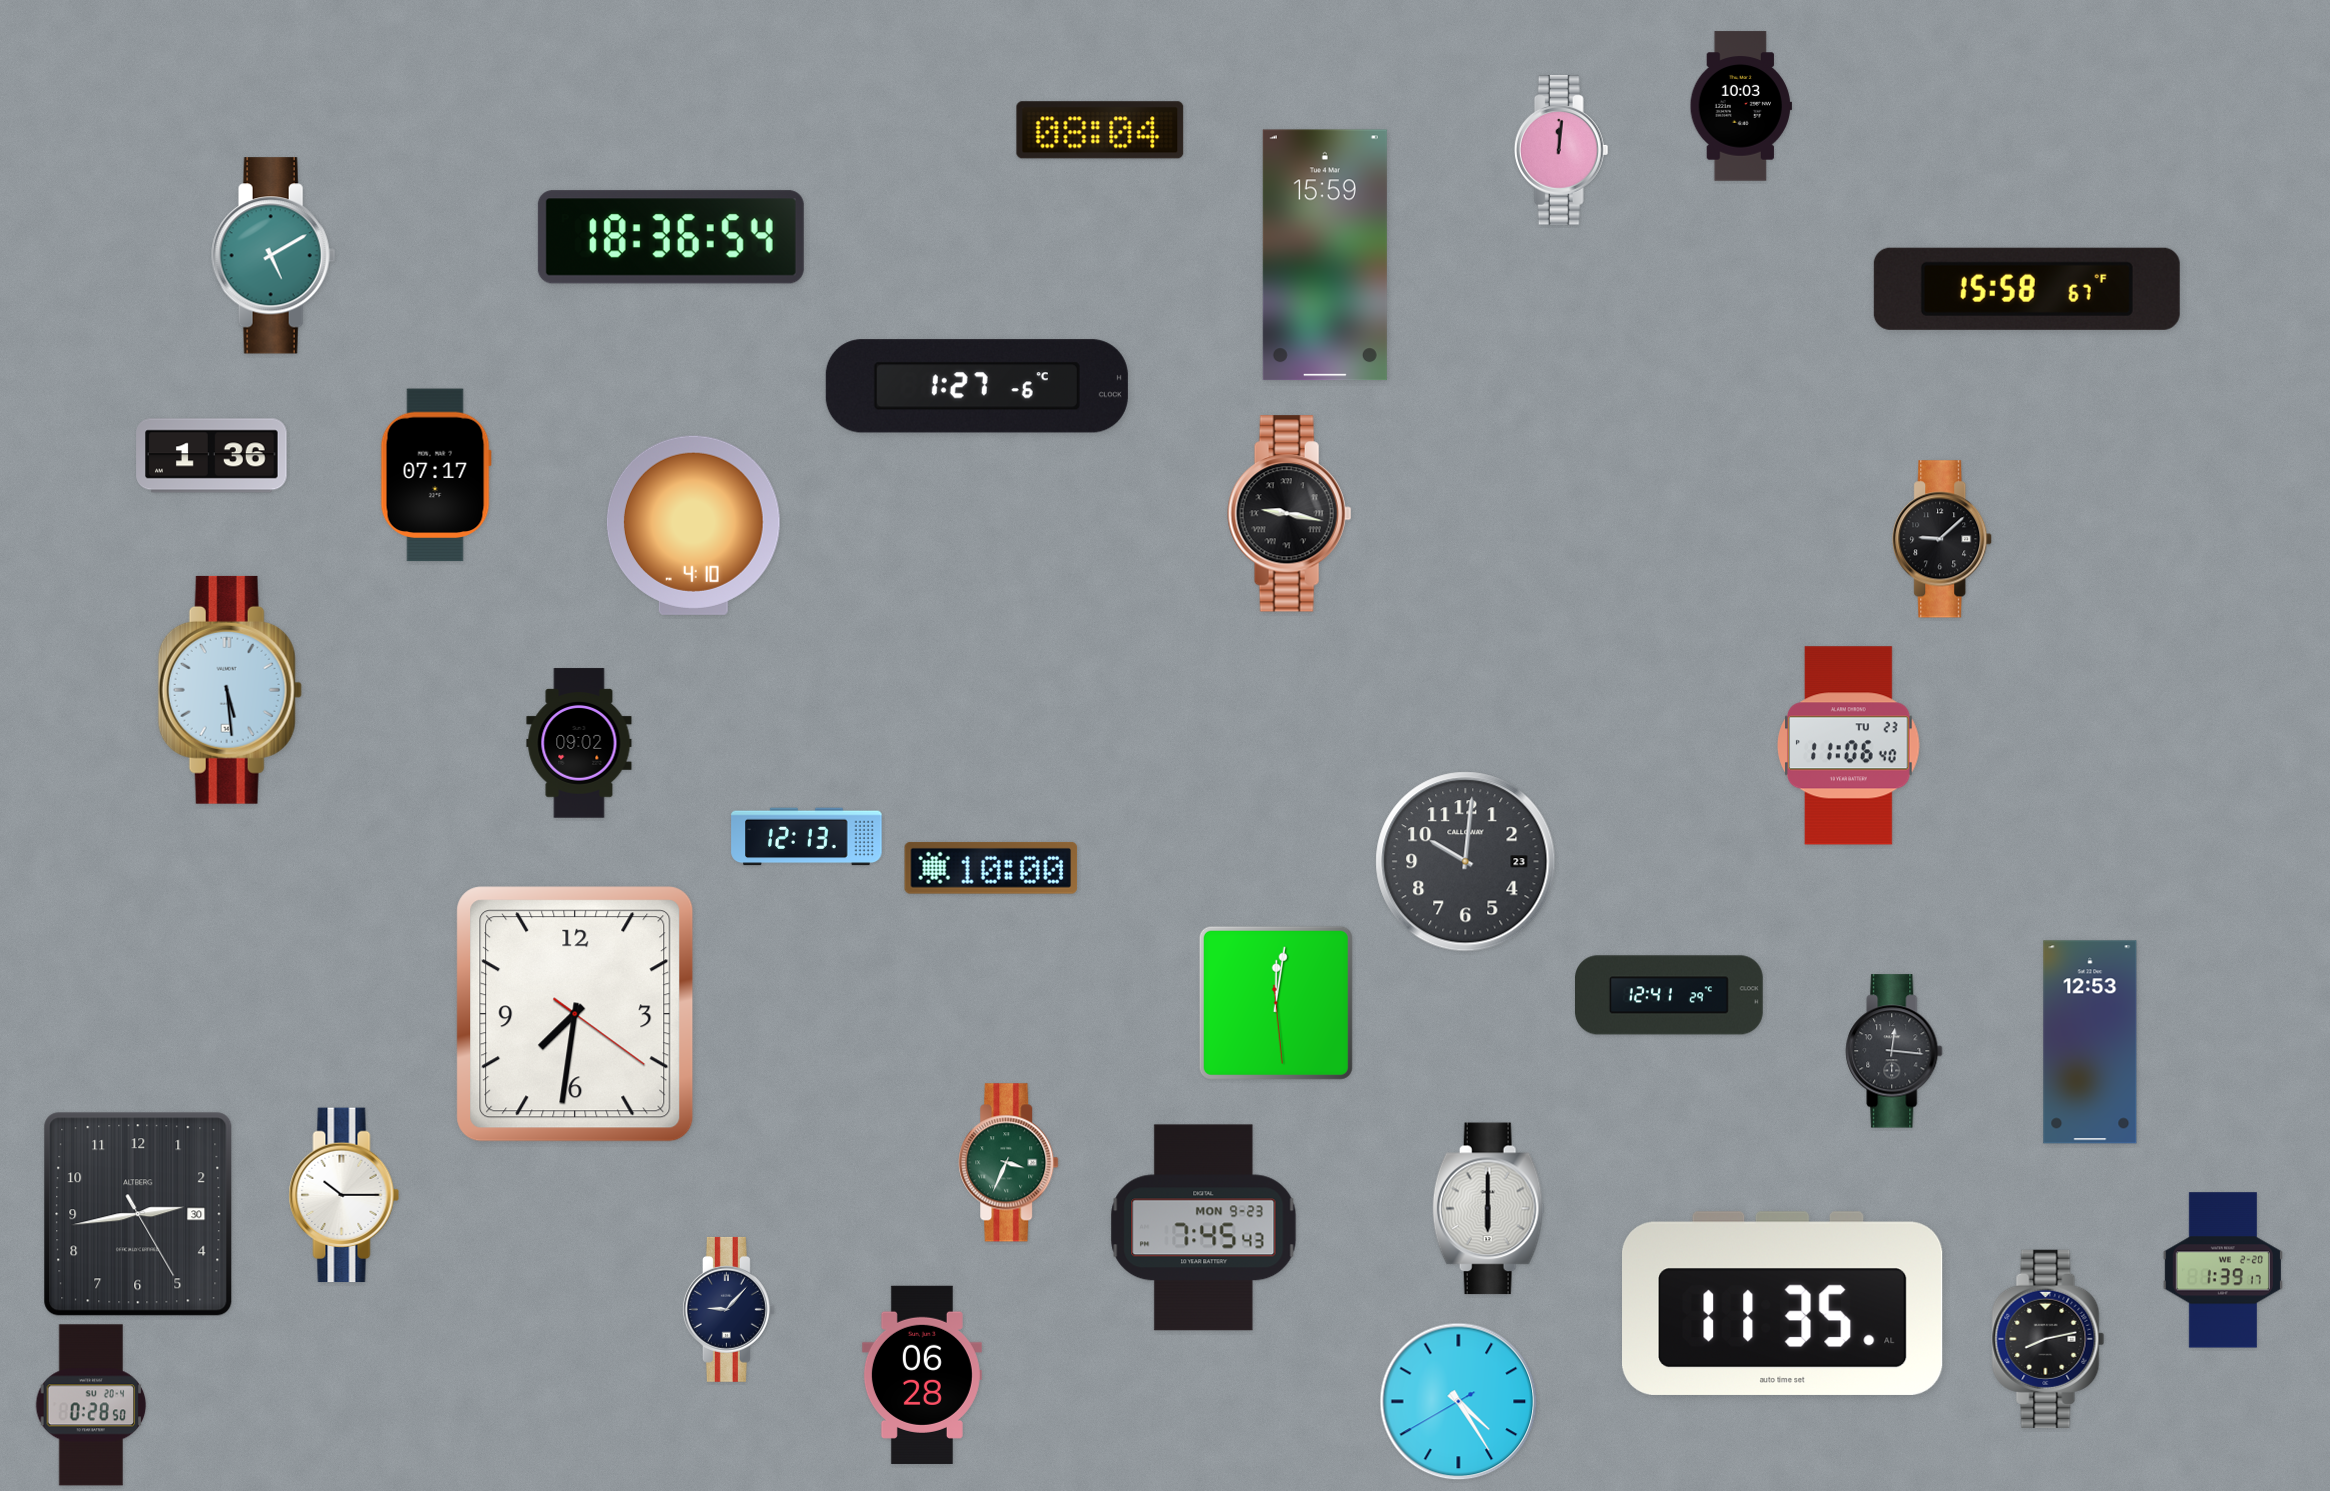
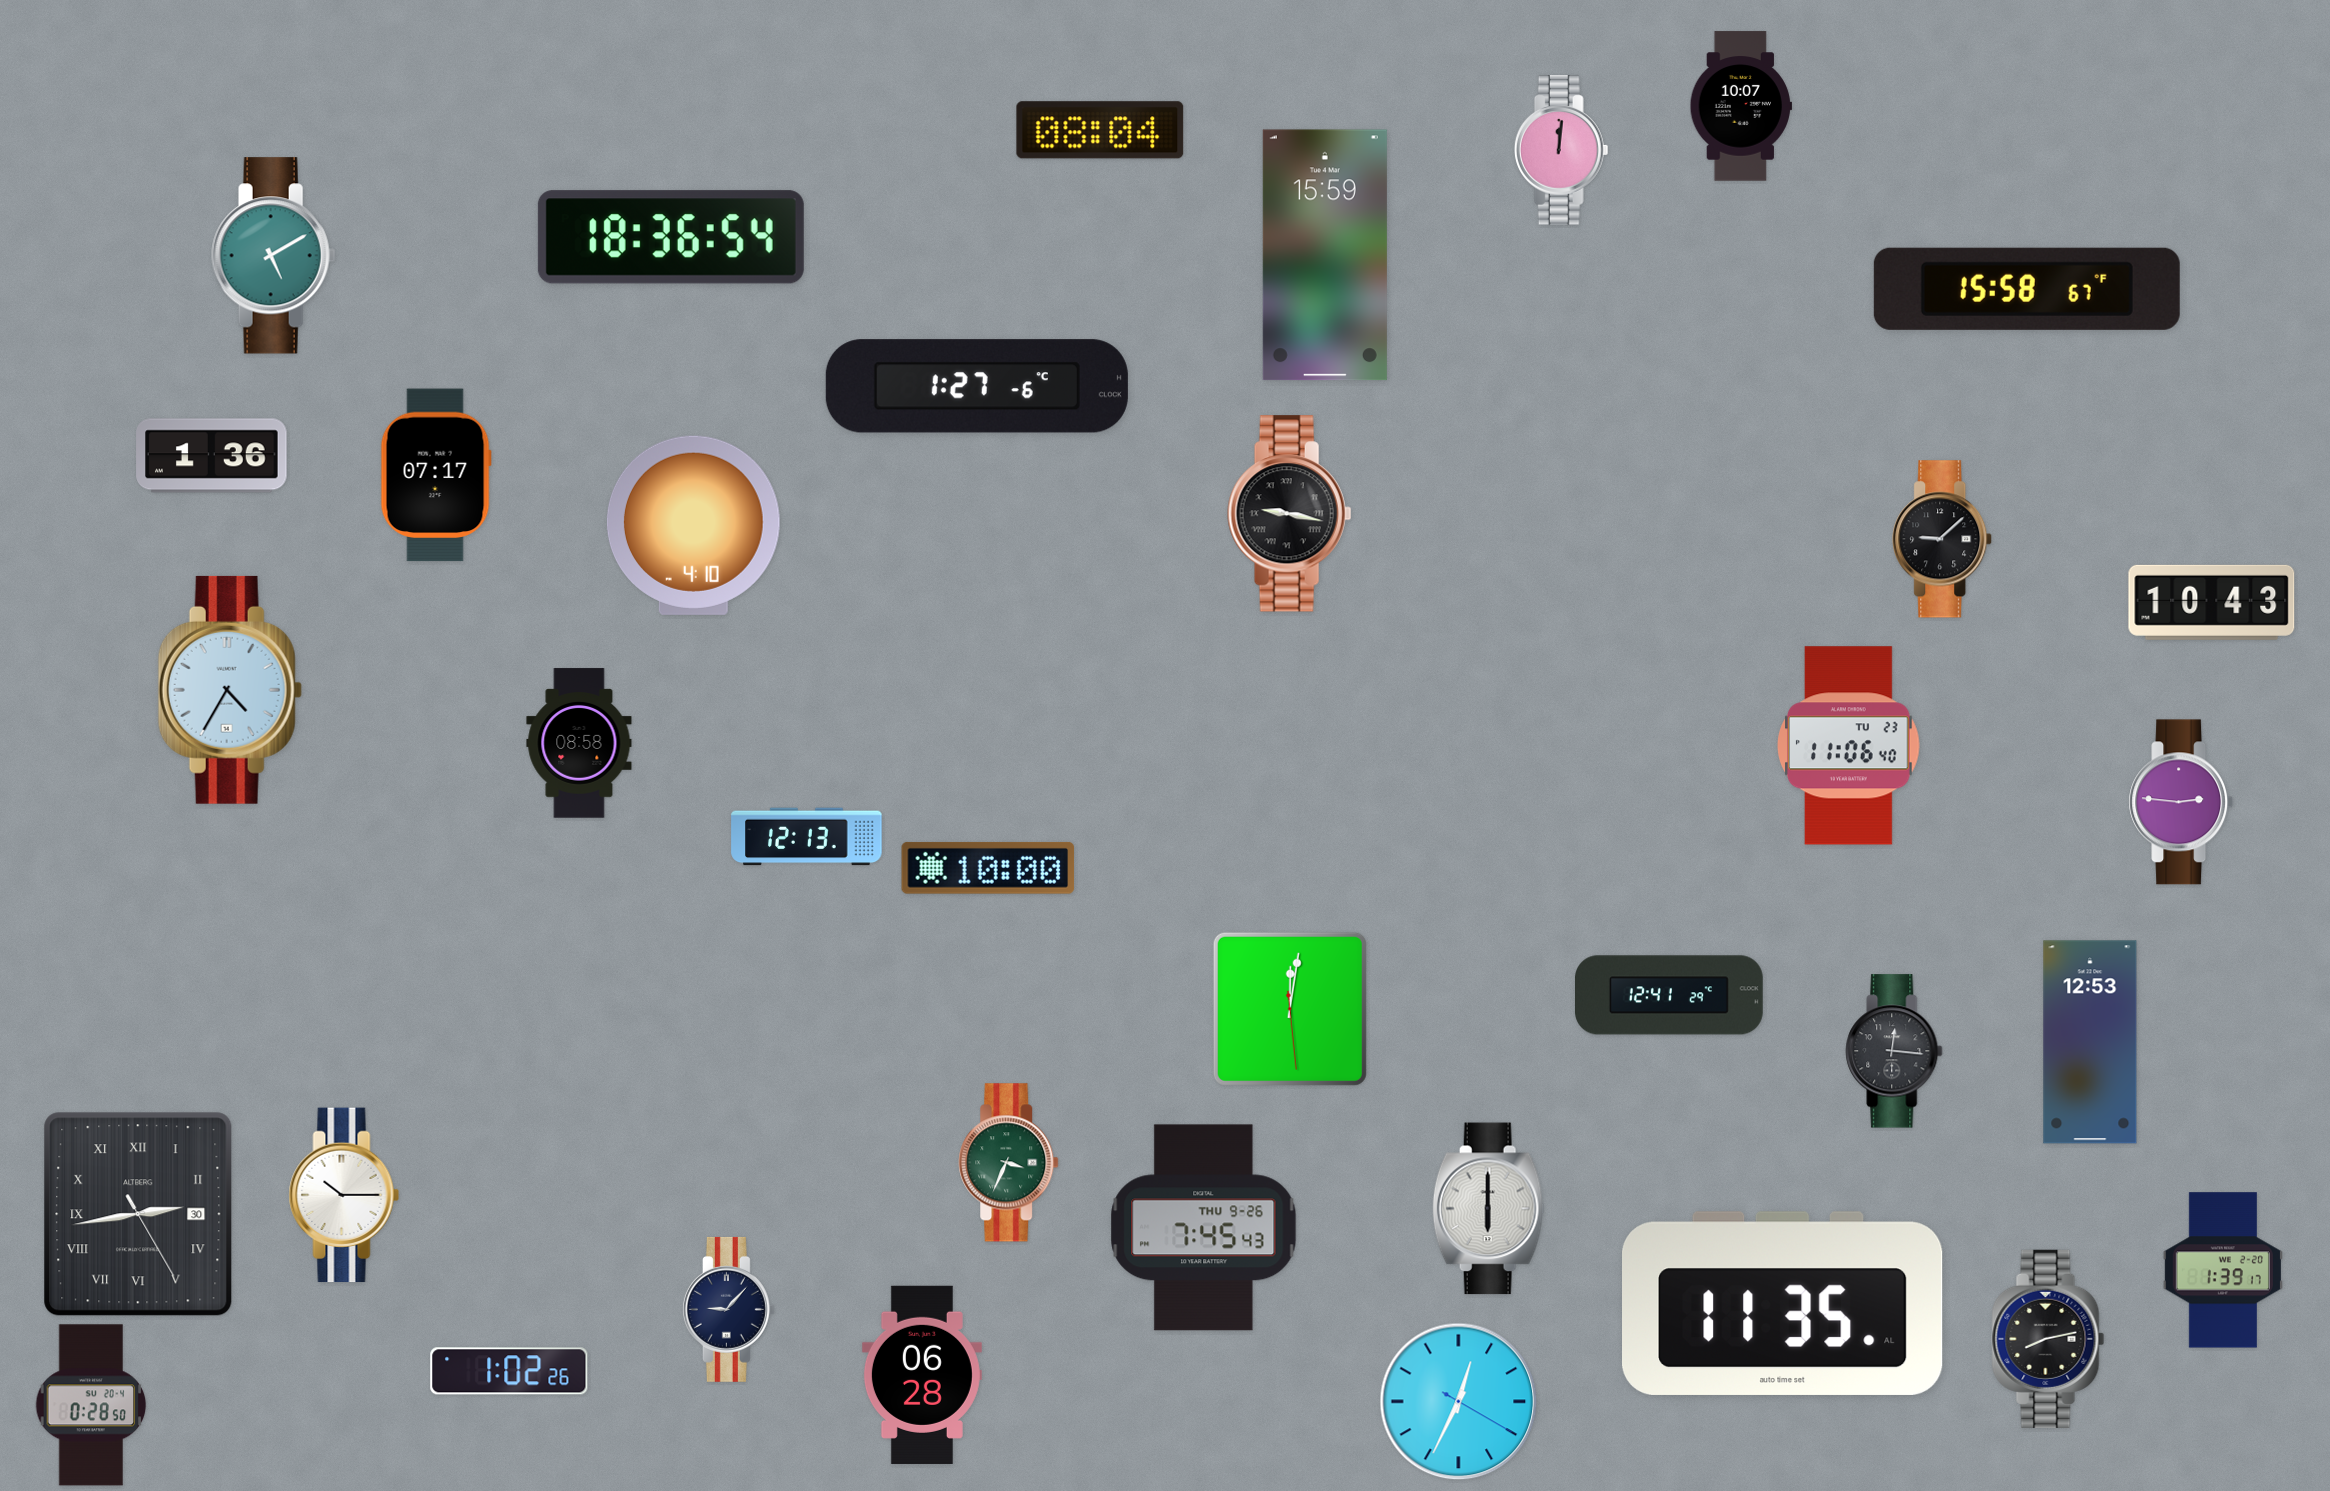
clock at (1740, 106): 10:03 -> 10:07
clock at (2212, 602): none -> 10:43
clock at (230, 690): 5:29 -> 4:35
clock at (579, 743): 09:02 -> 08:58
clock at (2181, 802): none -> 2:46
clock at (1466, 862): 10:01 -> none
clock at (991, 868) position: (991, 868) -> (988, 868)
clock at (1276, 1003) position: (1276, 1003) -> (1290, 1009)
clock at (575, 1014): 7:31 -> none
clock at (138, 1214) numerals: Arabic -> Roman
clock at (1204, 1228) date: MON 9-23 -> THU 9-26
clock at (509, 1371): none -> 1:02
clock at (1459, 1402): 4:24 -> 12:34
